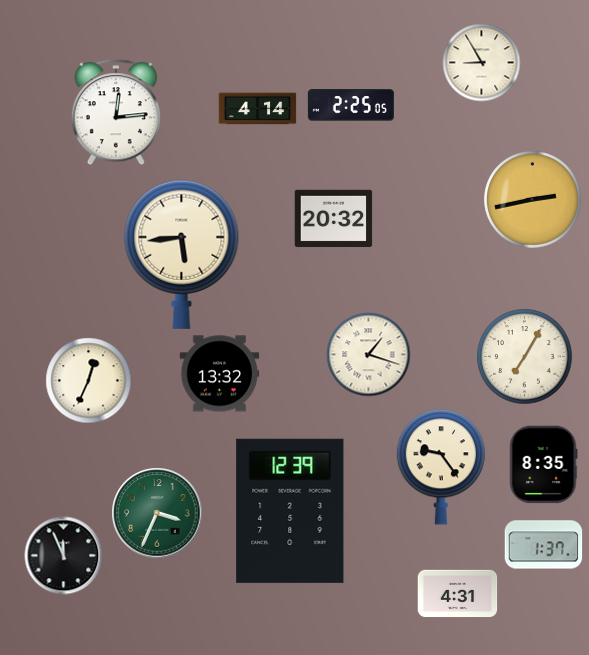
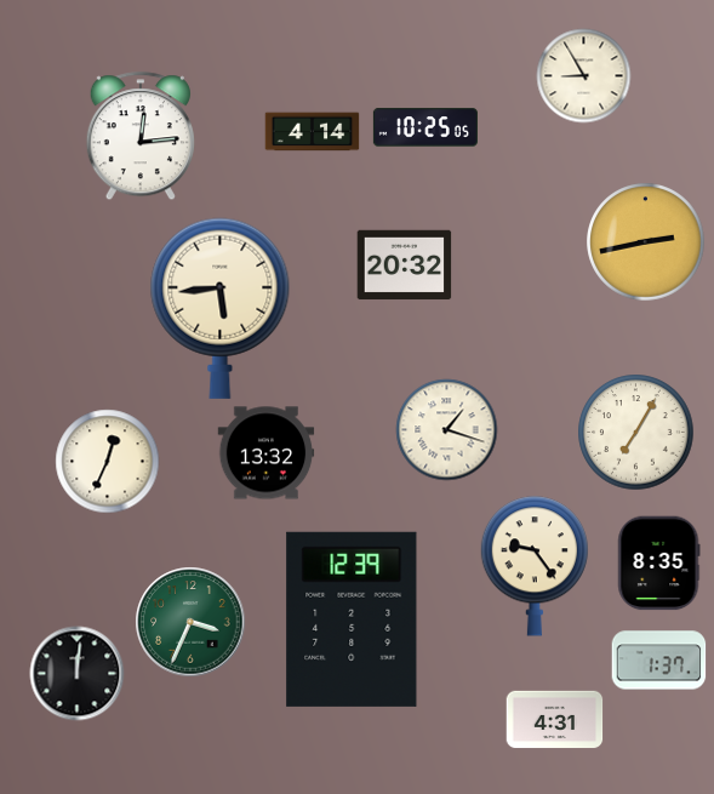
clock at (351, 105): 2:25 -> 10:25
clock at (63, 555): 11:56 -> 12:01
